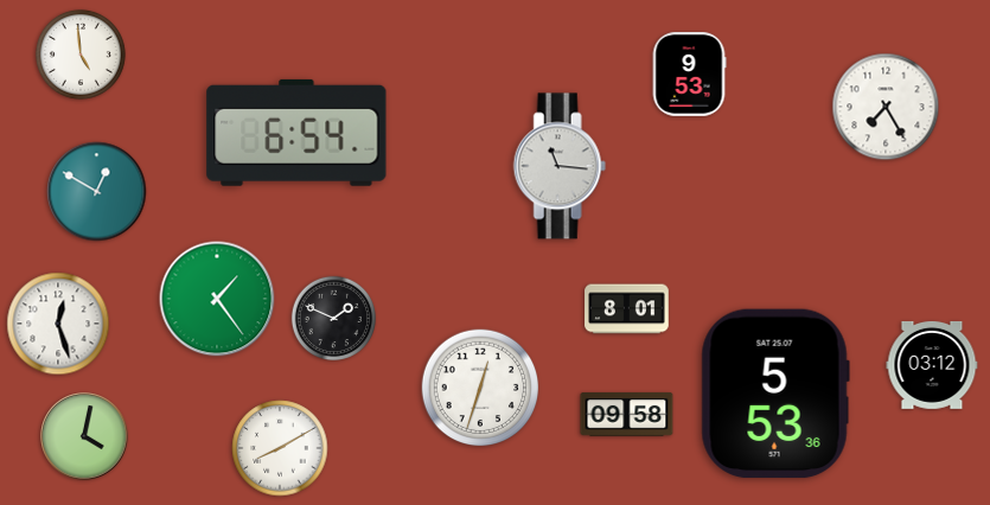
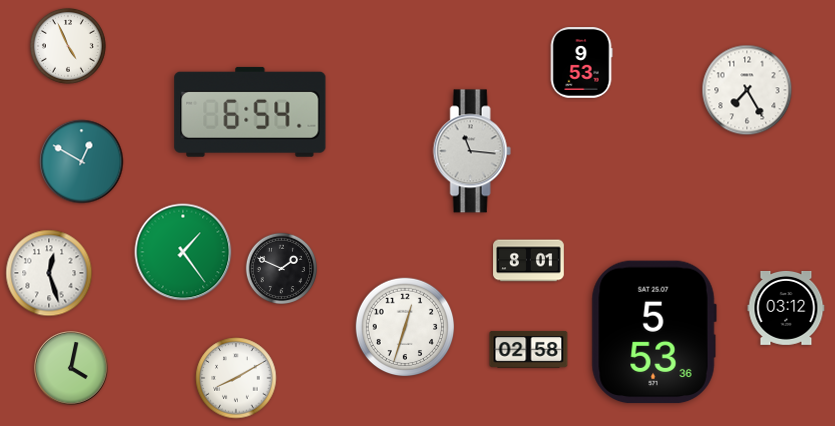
clock at (81, 55): 4:59 -> 4:56
clock at (560, 166) position: (560, 166) -> (472, 151)
clock at (627, 415): 09:58 -> 02:58
